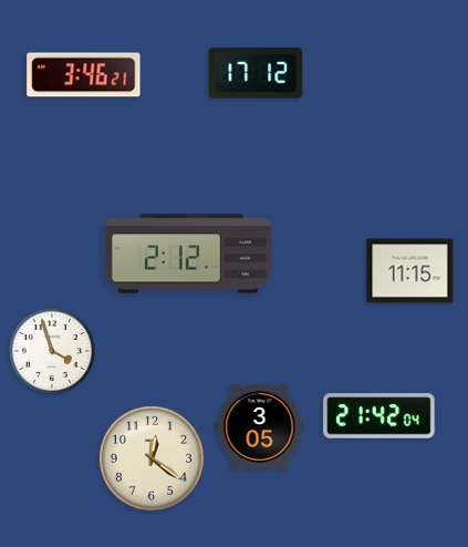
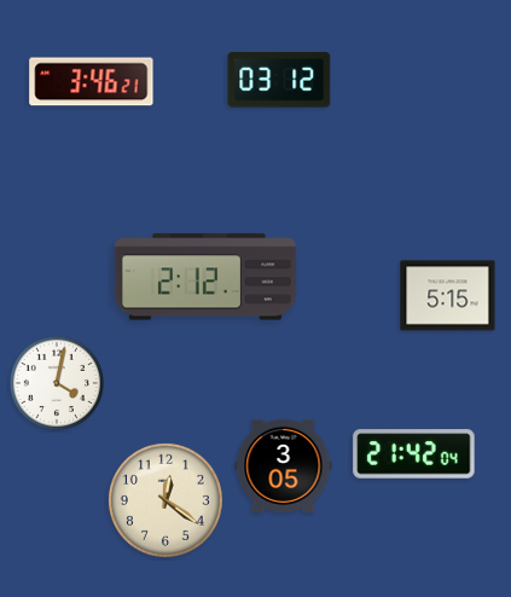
clock at (256, 73): 17:12 -> 03:12
clock at (410, 271): 11:15 -> 5:15
clock at (52, 351): 3:57 -> 4:02
